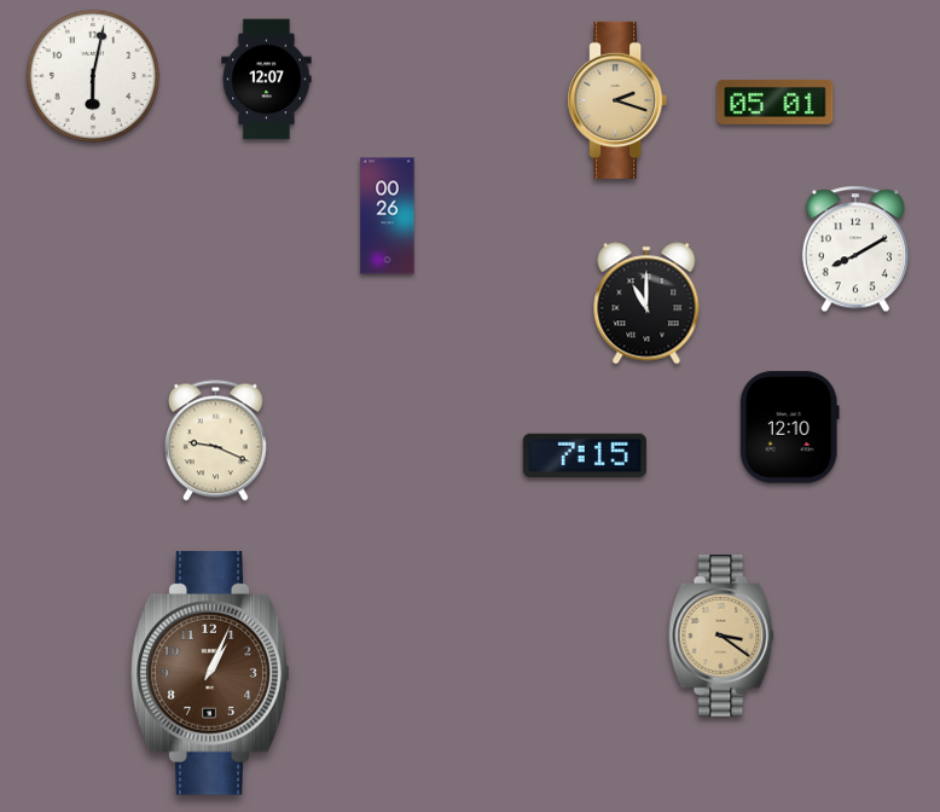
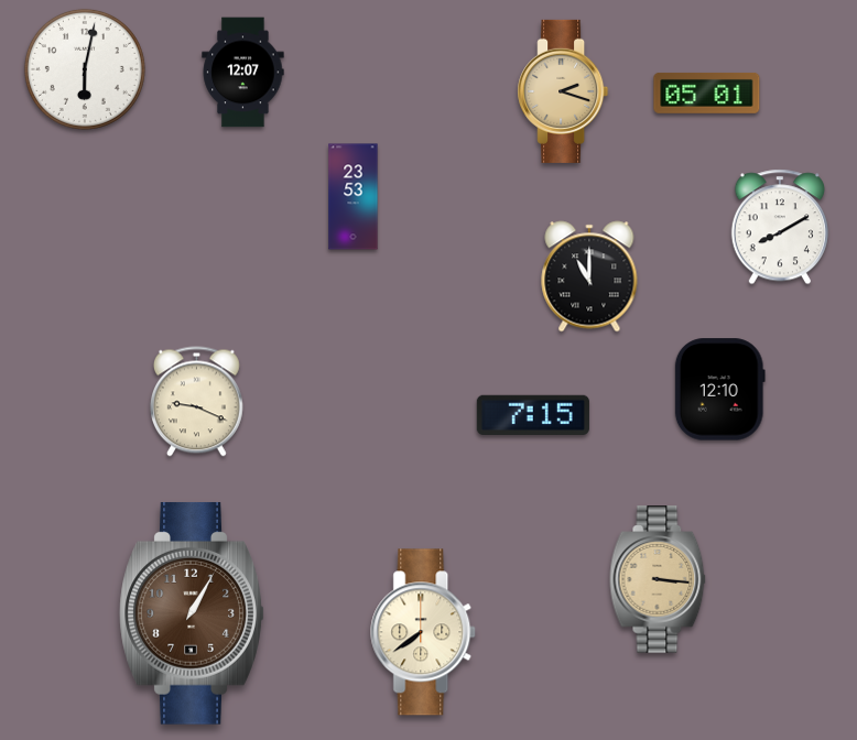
clock at (388, 216): 00:26 -> 23:53
clock at (721, 636): 3:21 -> 3:16
clock at (210, 673): 1:04 -> 1:05
clock at (424, 632): none -> 7:39
